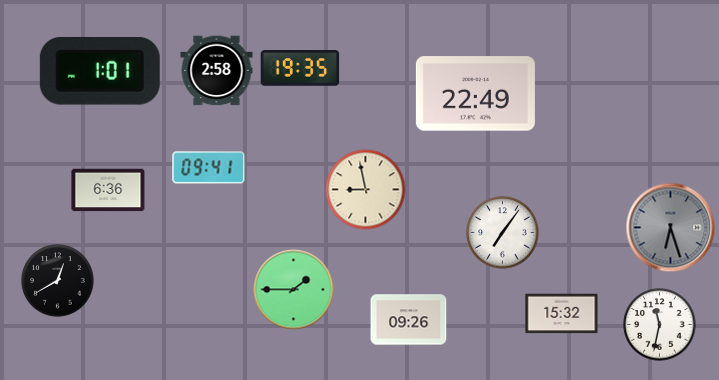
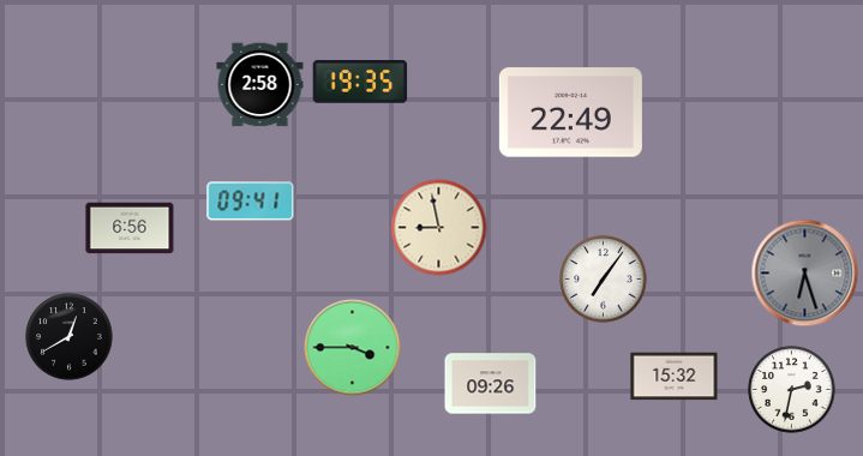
clock at (100, 71): 1:01 -> none
clock at (108, 190): 6:36 -> 6:56
clock at (294, 290): 1:45 -> 3:45
clock at (660, 325): 11:32 -> 2:32
